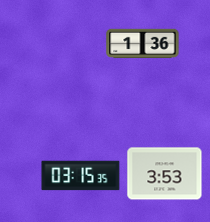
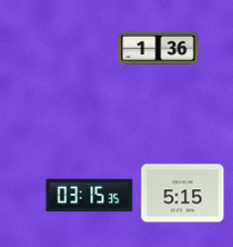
clock at (165, 174): 3:53 -> 5:15
